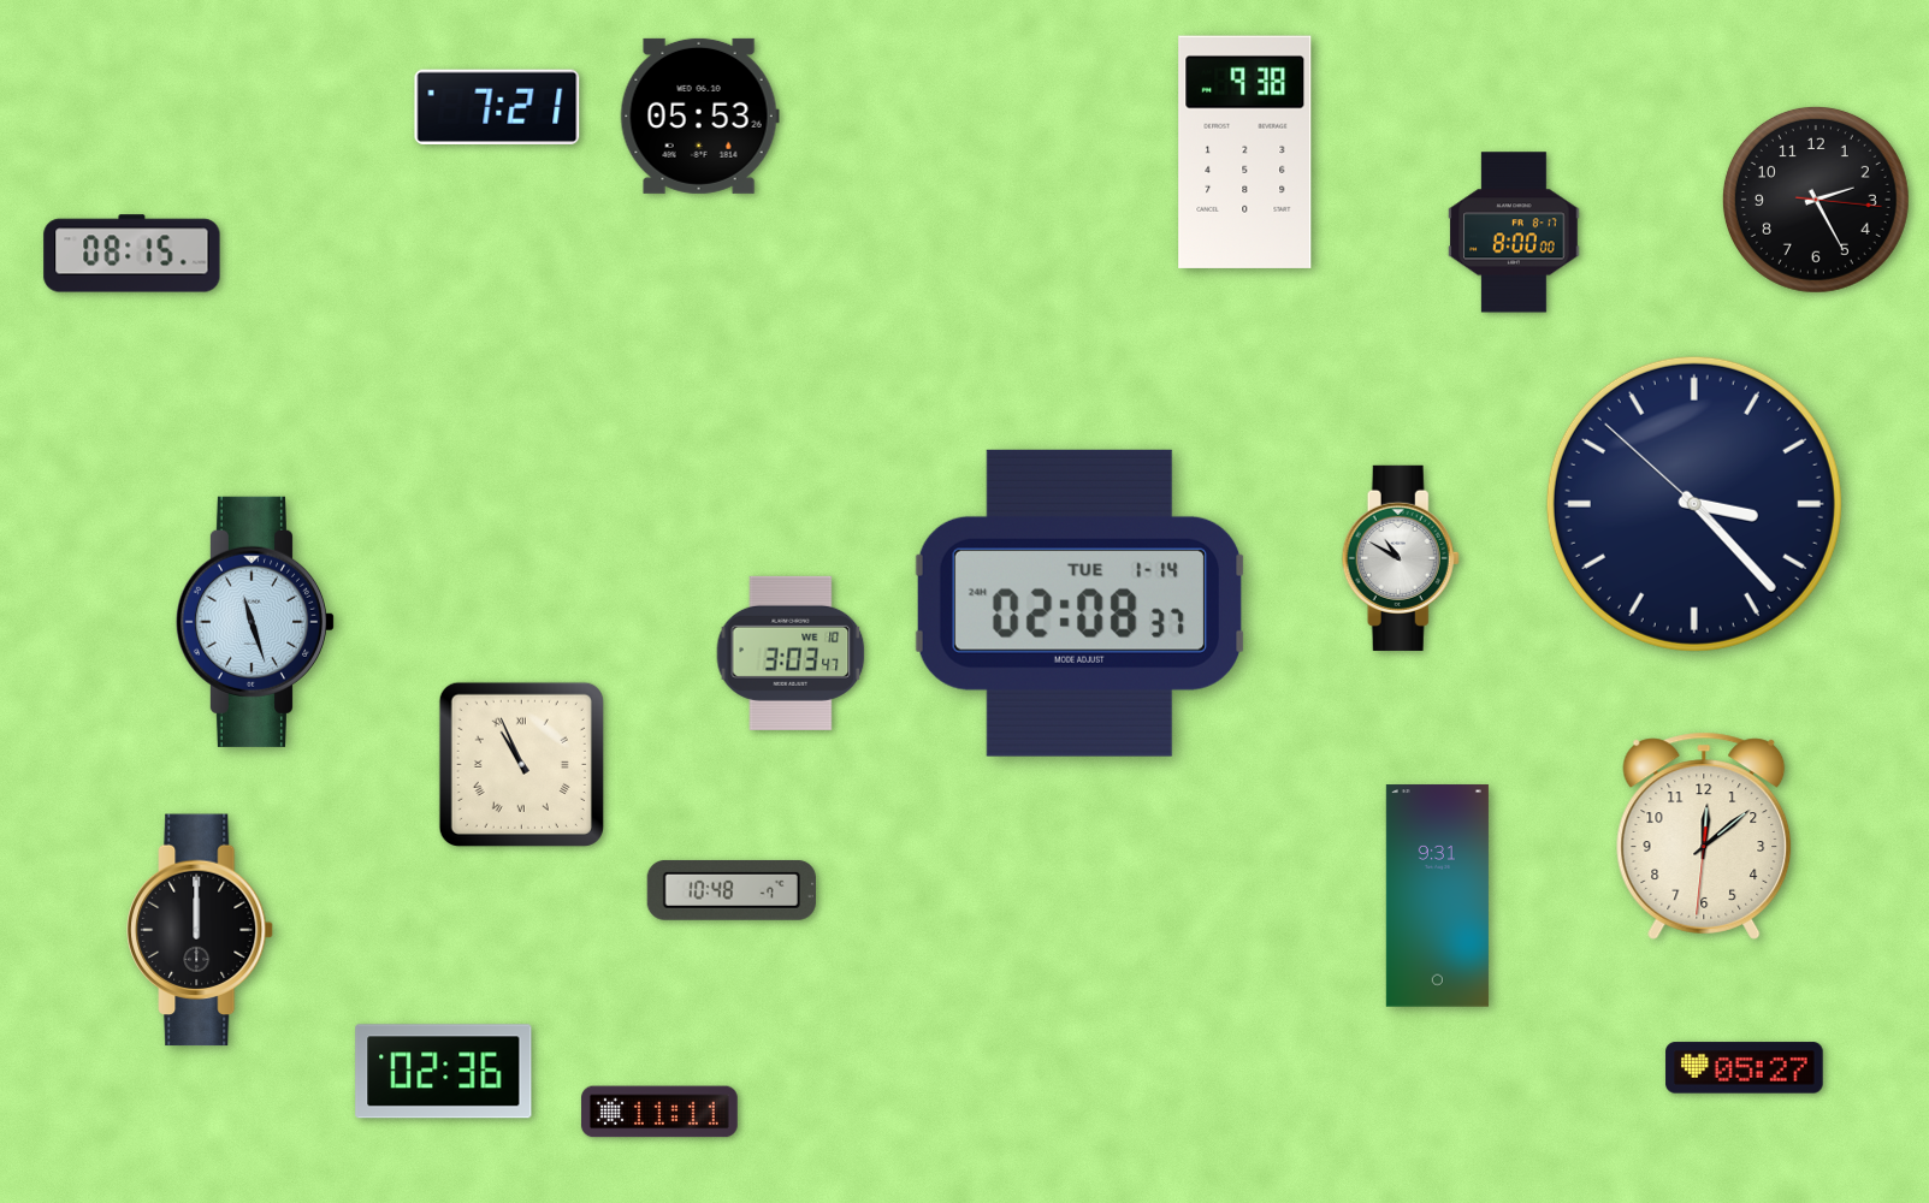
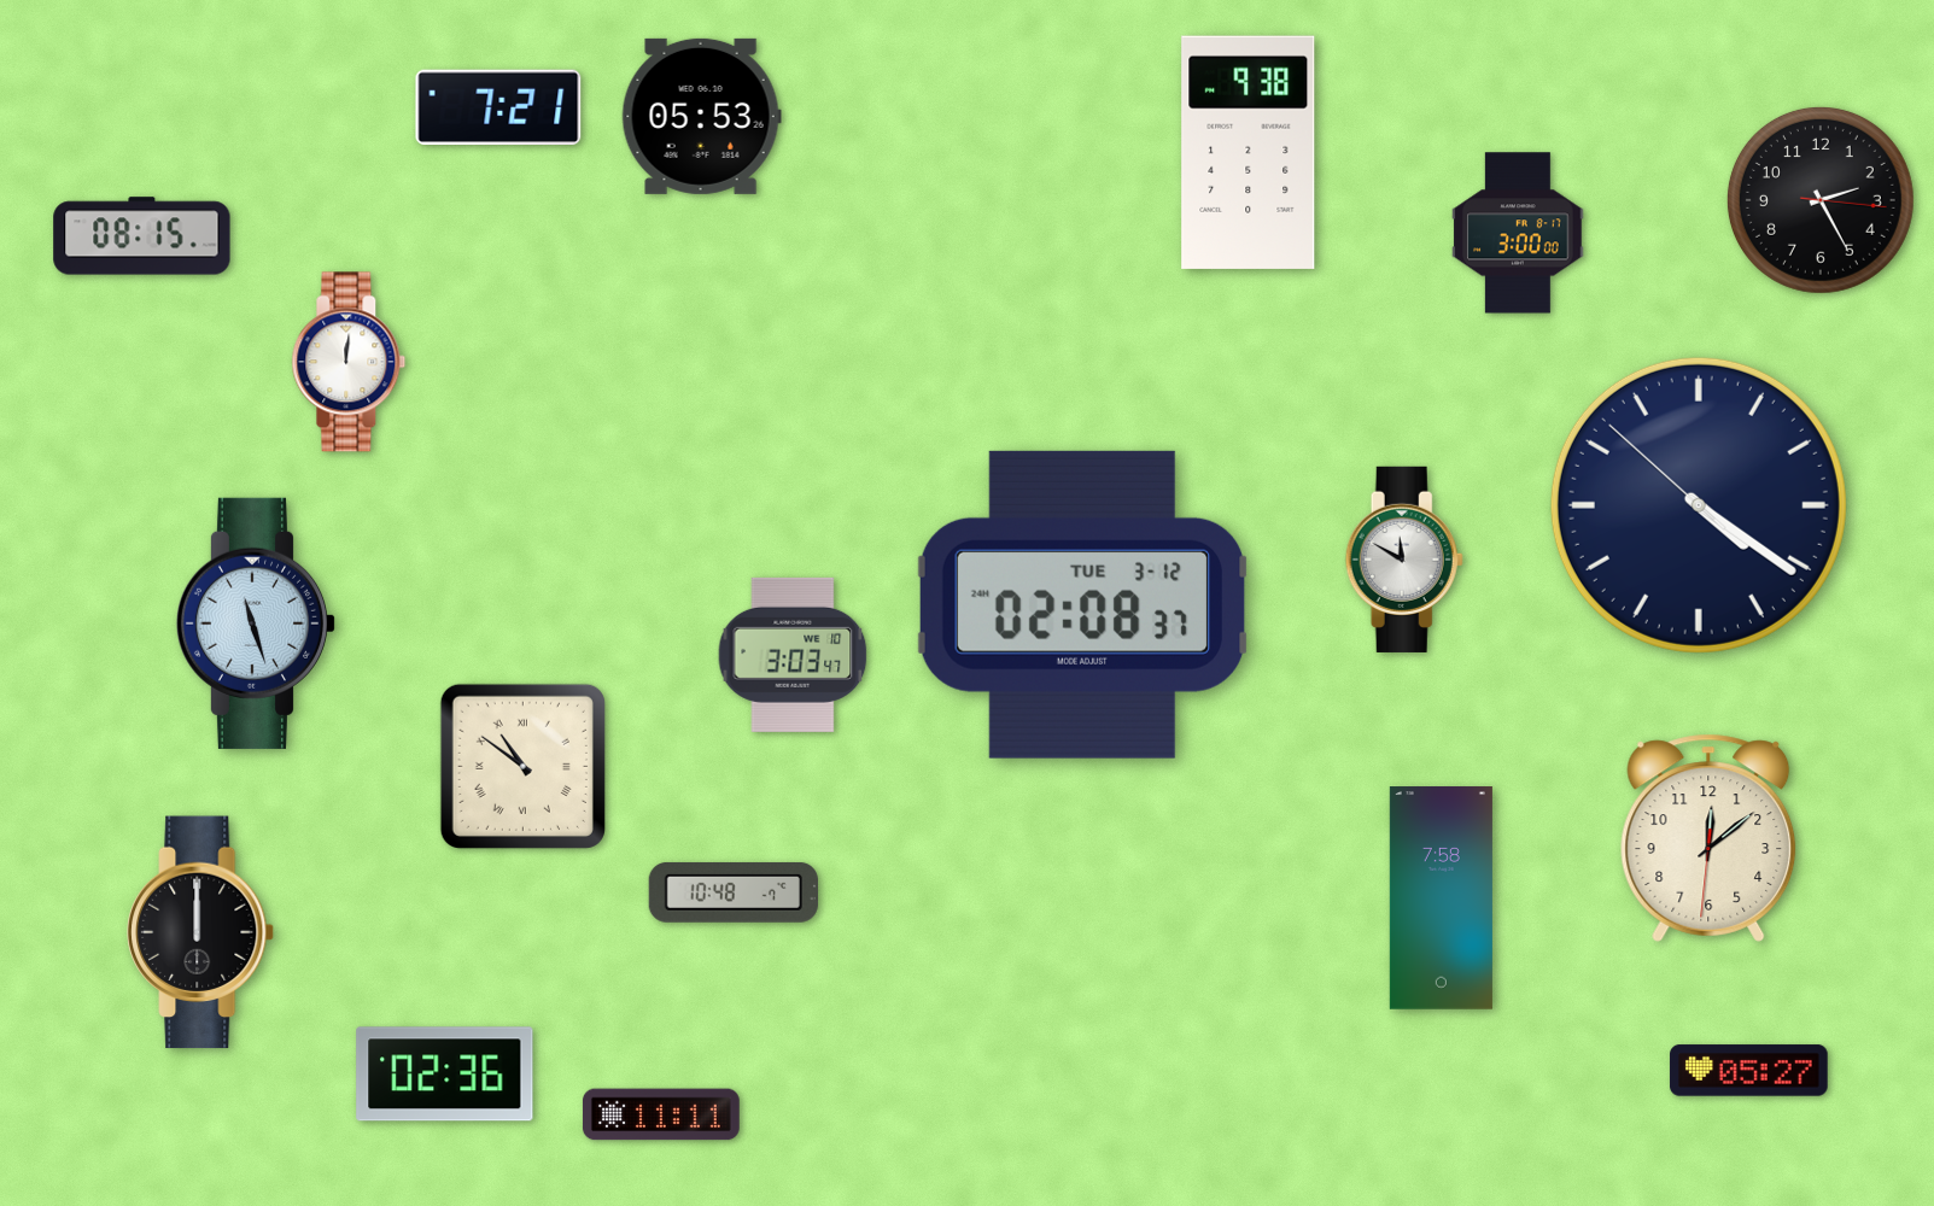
clock at (1514, 232): 8:00 -> 3:00
clock at (132, 254) position: (132, 254) -> (142, 236)
clock at (349, 362): none -> 12:01
clock at (1694, 504): 3:22 -> 4:20
clock at (1401, 558): 10:50 -> 11:50
clock at (1079, 603) date: TUE 1-14 -> TUE 3-12
clock at (521, 764): 10:56 -> 10:51
clock at (1437, 896): 9:31 -> 7:58
